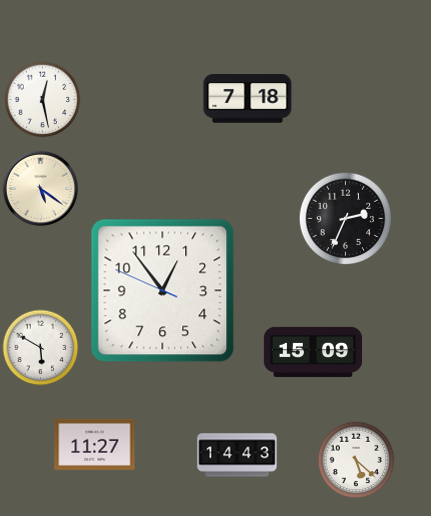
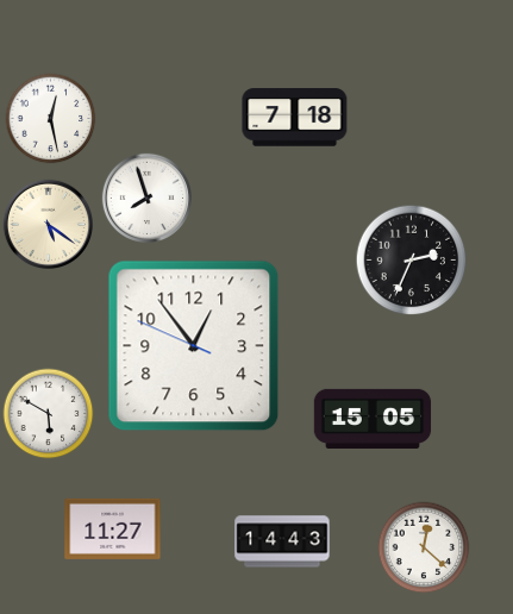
clock at (146, 198): none -> 7:57
clock at (313, 352): 15:09 -> 15:05
clock at (356, 460): 5:22 -> 12:22
